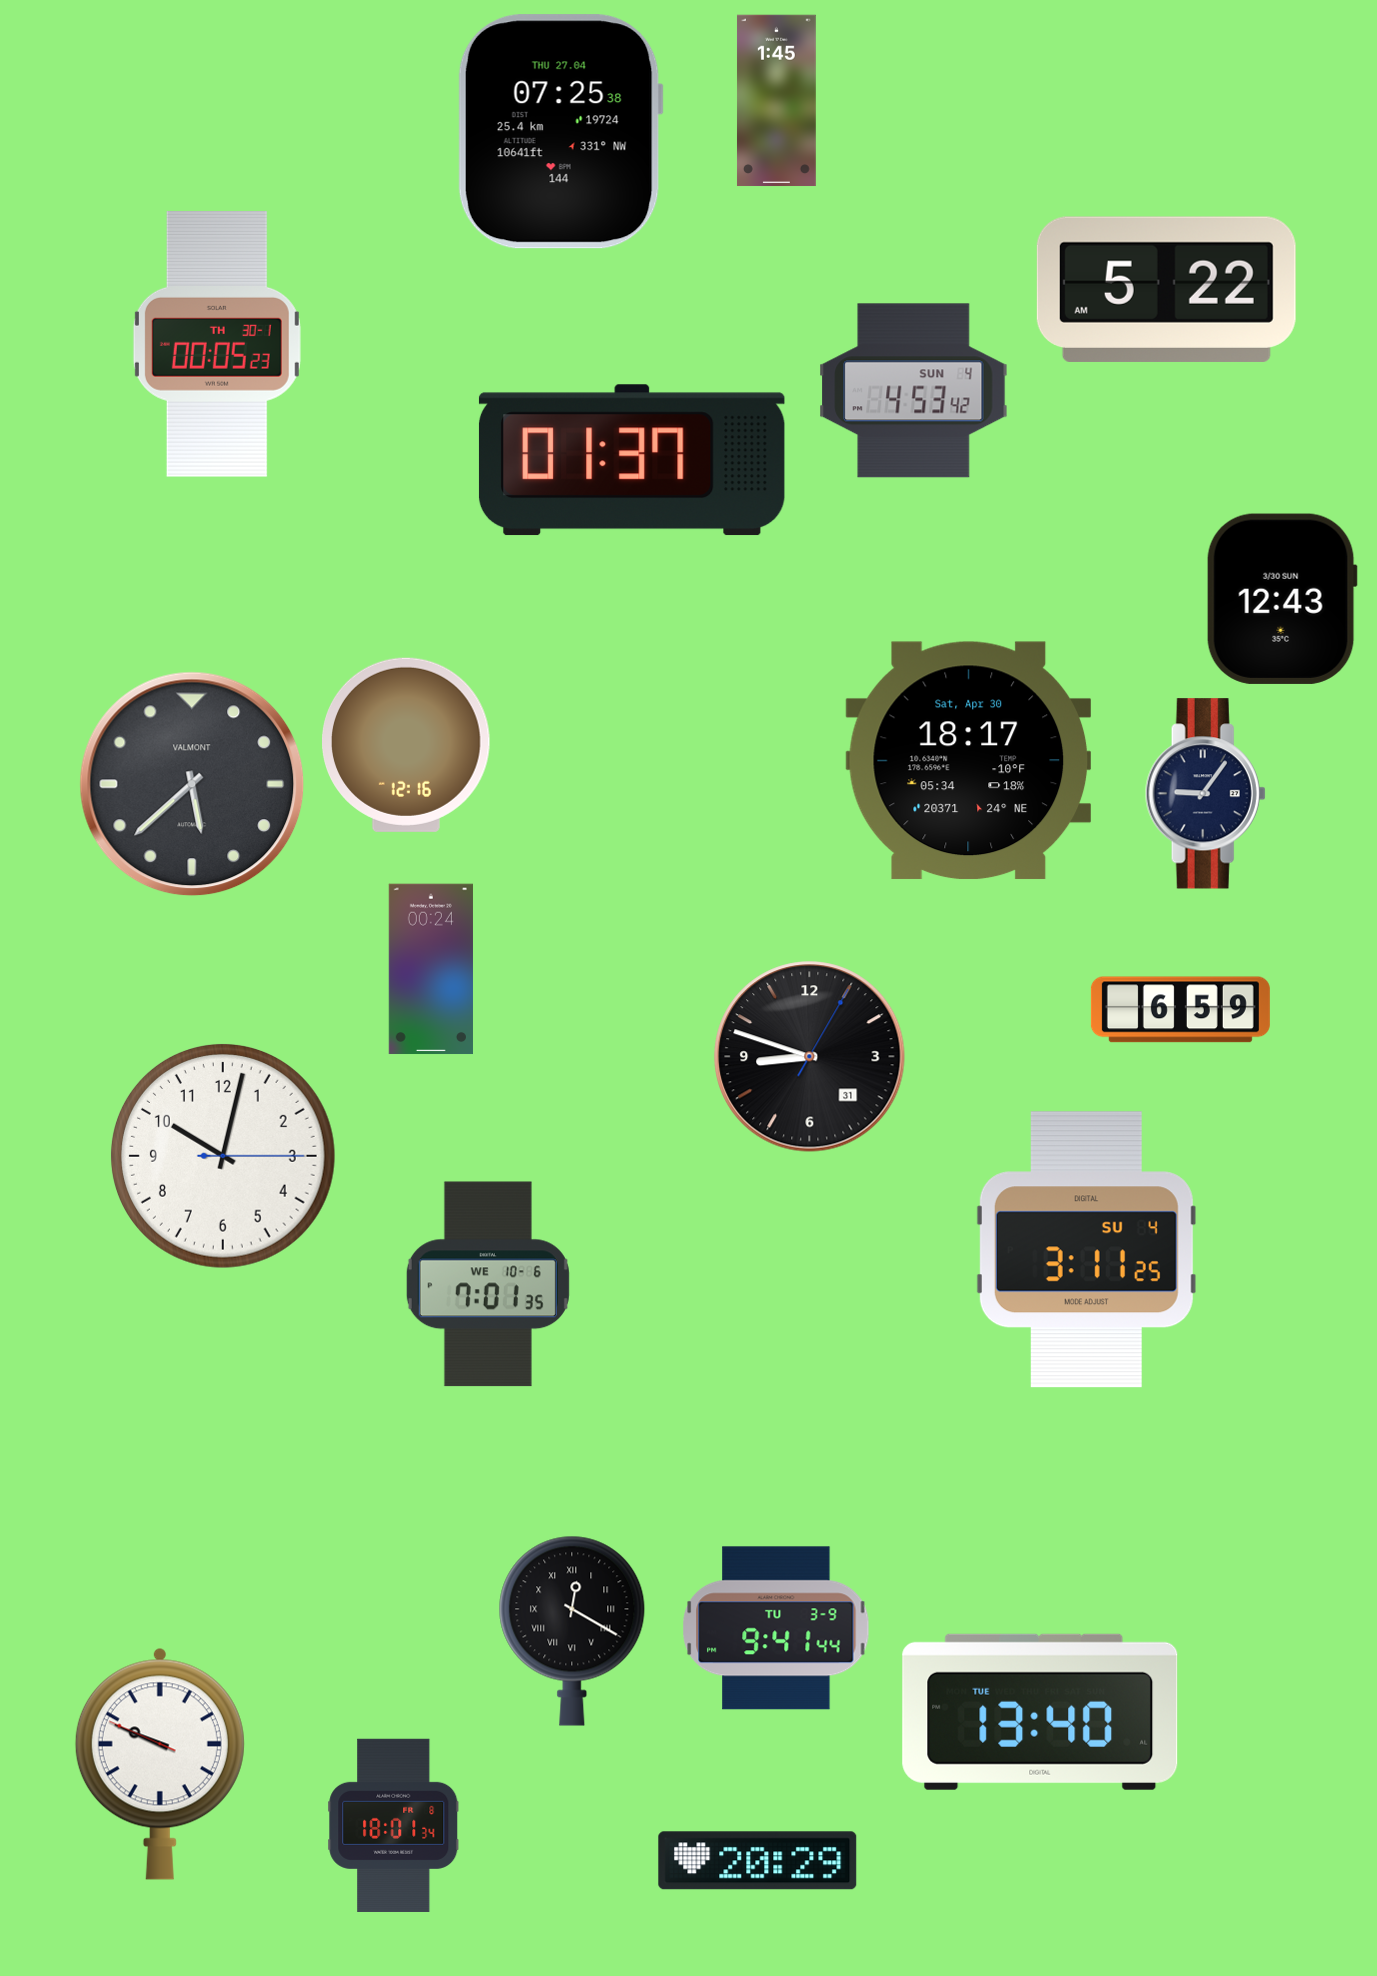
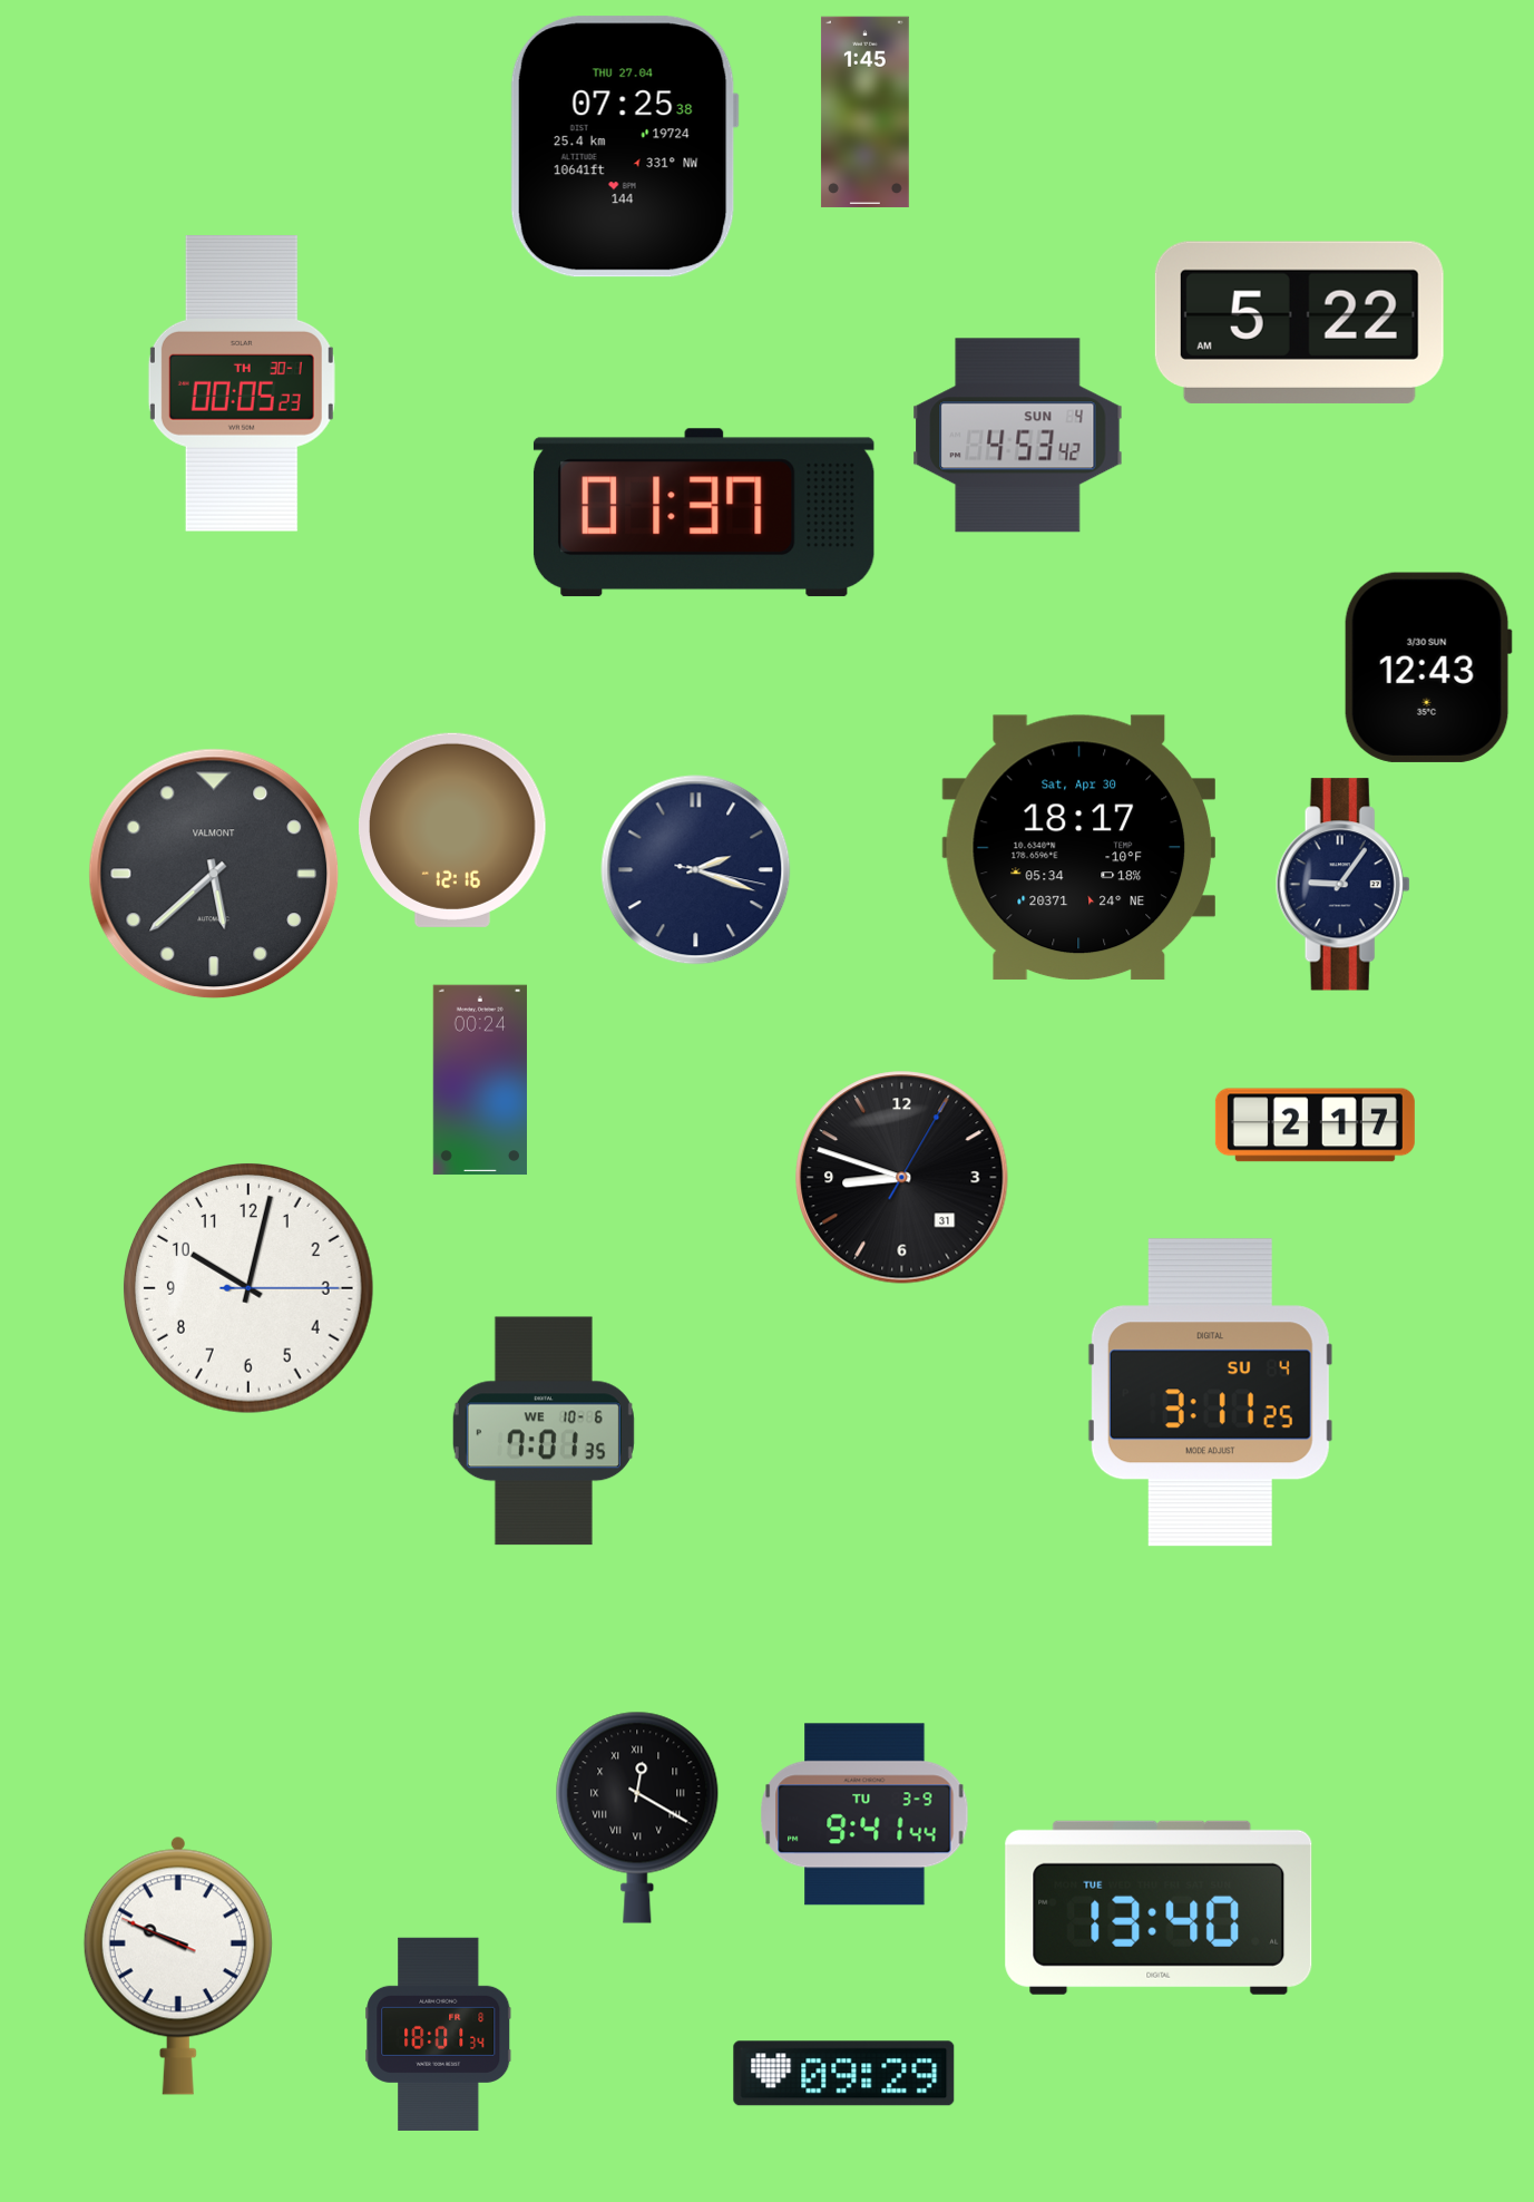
clock at (696, 870): none -> 2:18
clock at (1180, 1010): 6:59 -> 2:17
clock at (758, 1861): 20:29 -> 09:29
